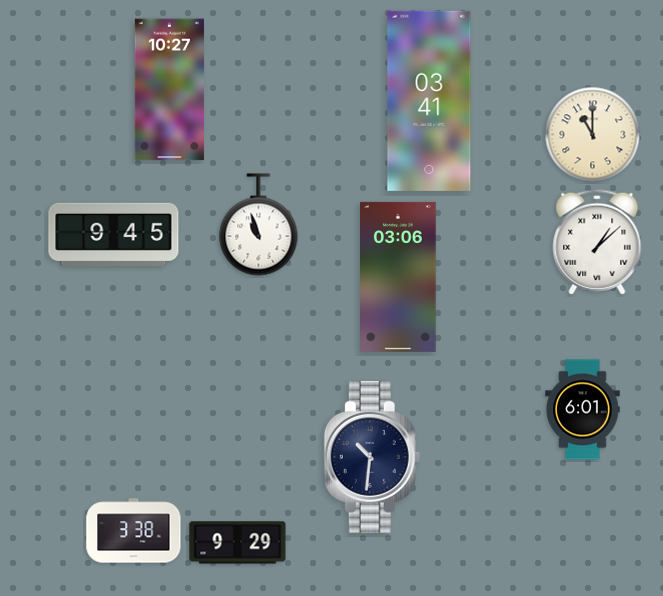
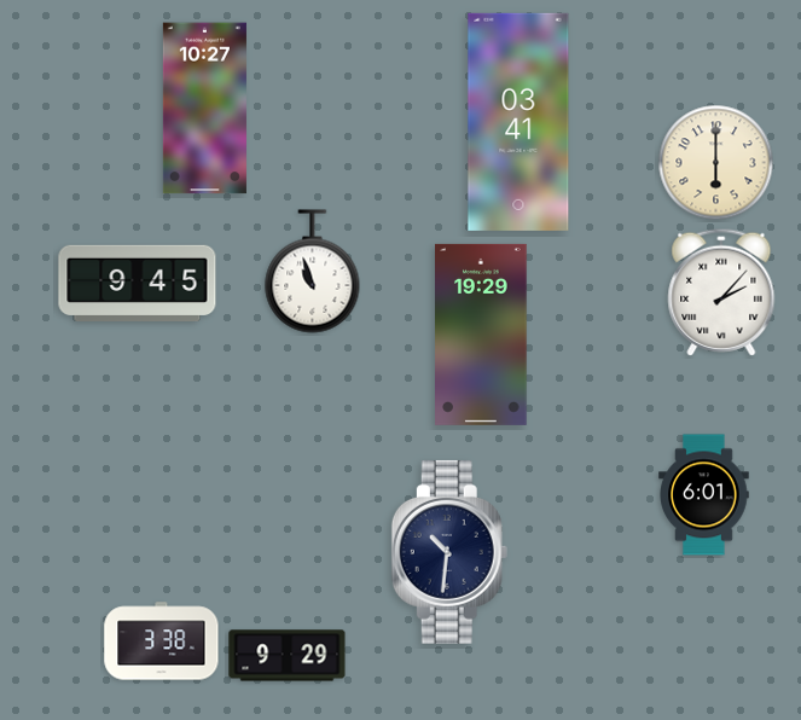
clock at (593, 135): 11:00 -> 6:00
clock at (597, 242): 1:08 -> 2:07
clock at (398, 277): 03:06 -> 19:29
